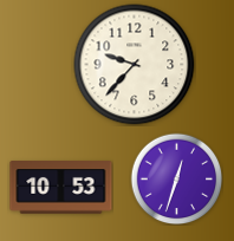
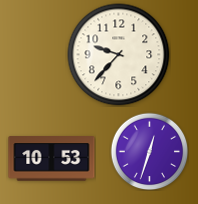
clock at (135, 65) position: (135, 65) -> (119, 55)
